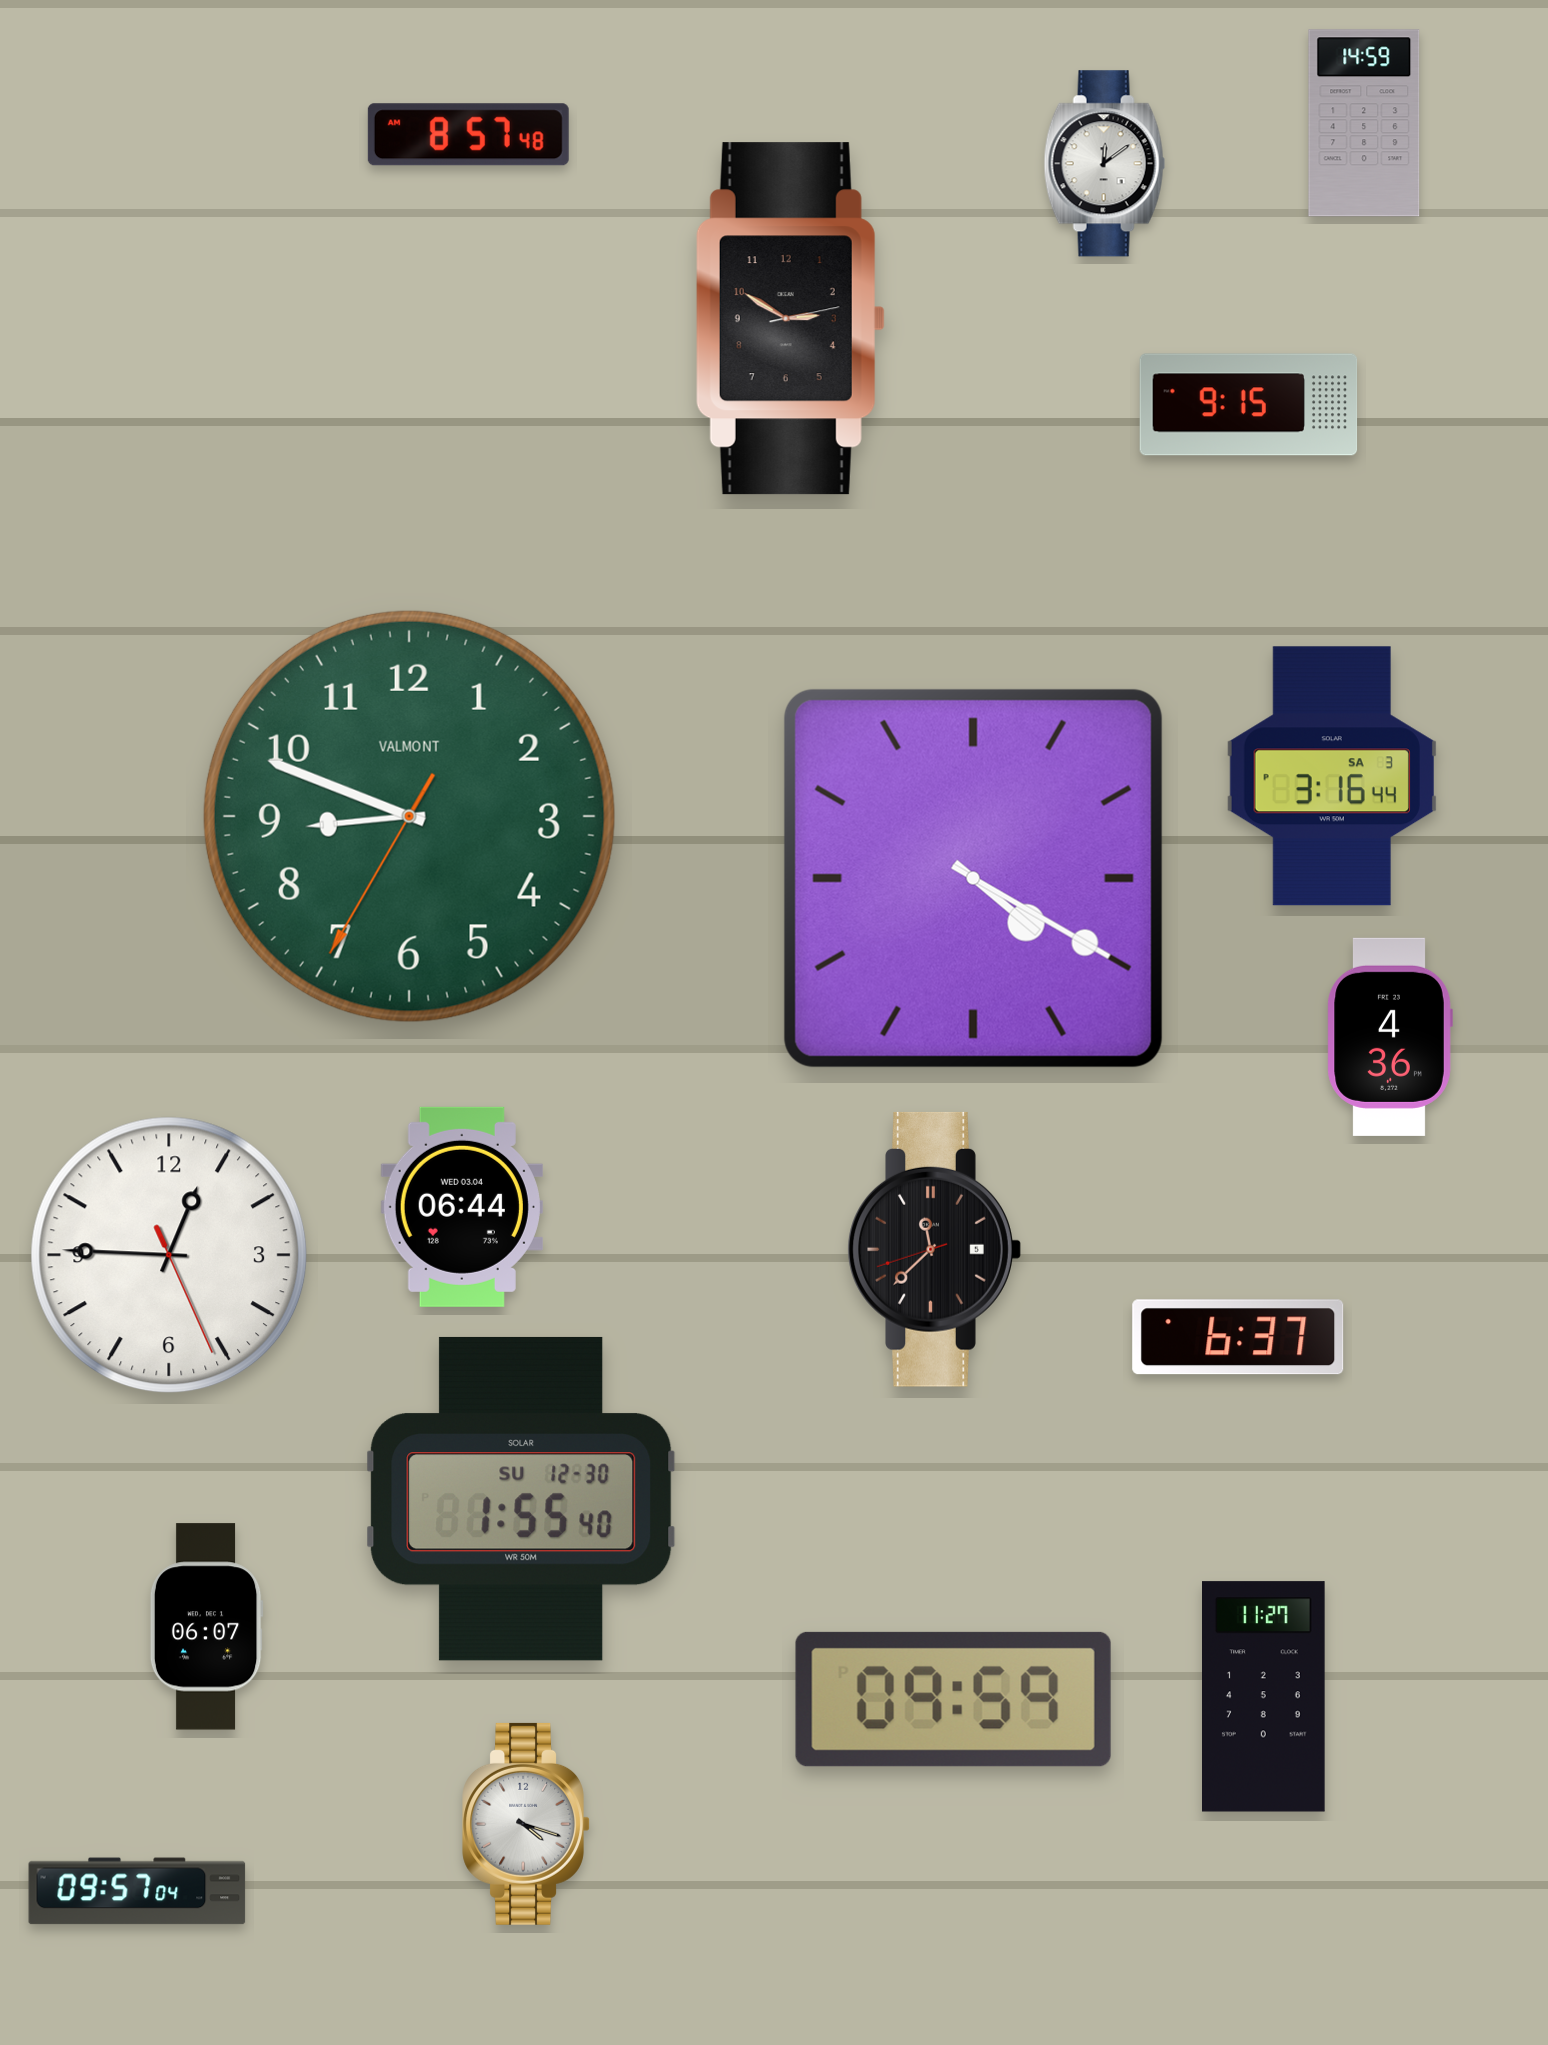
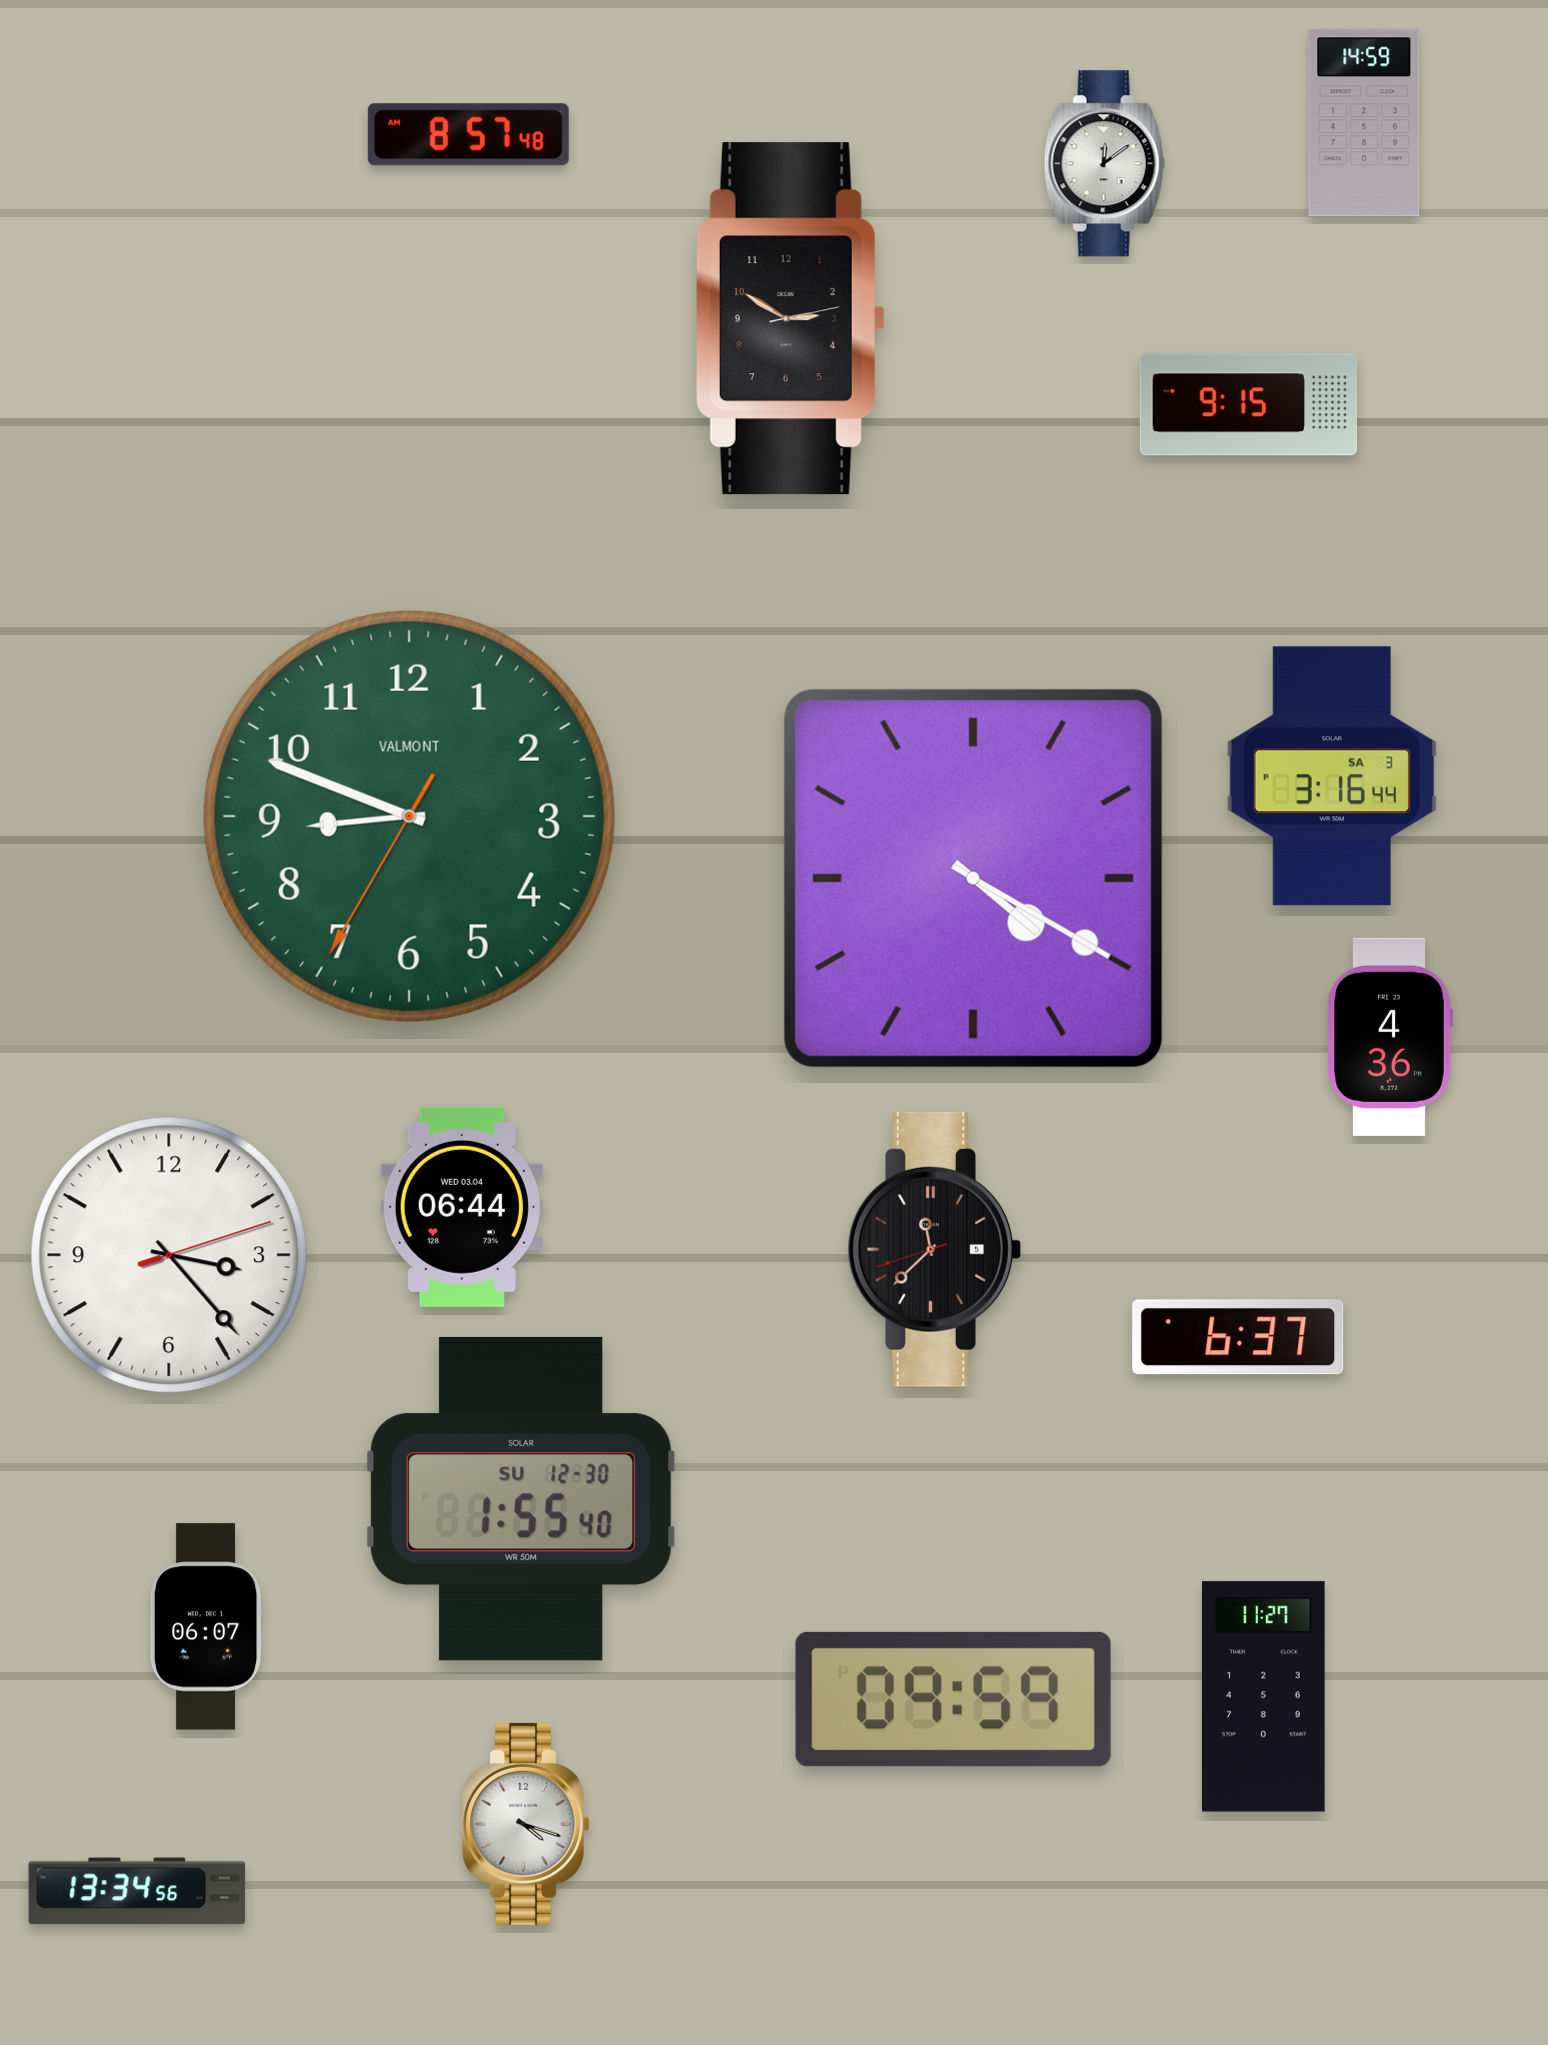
clock at (169, 1255): 12:45 -> 3:23
clock at (137, 1891): 09:57 -> 13:34
